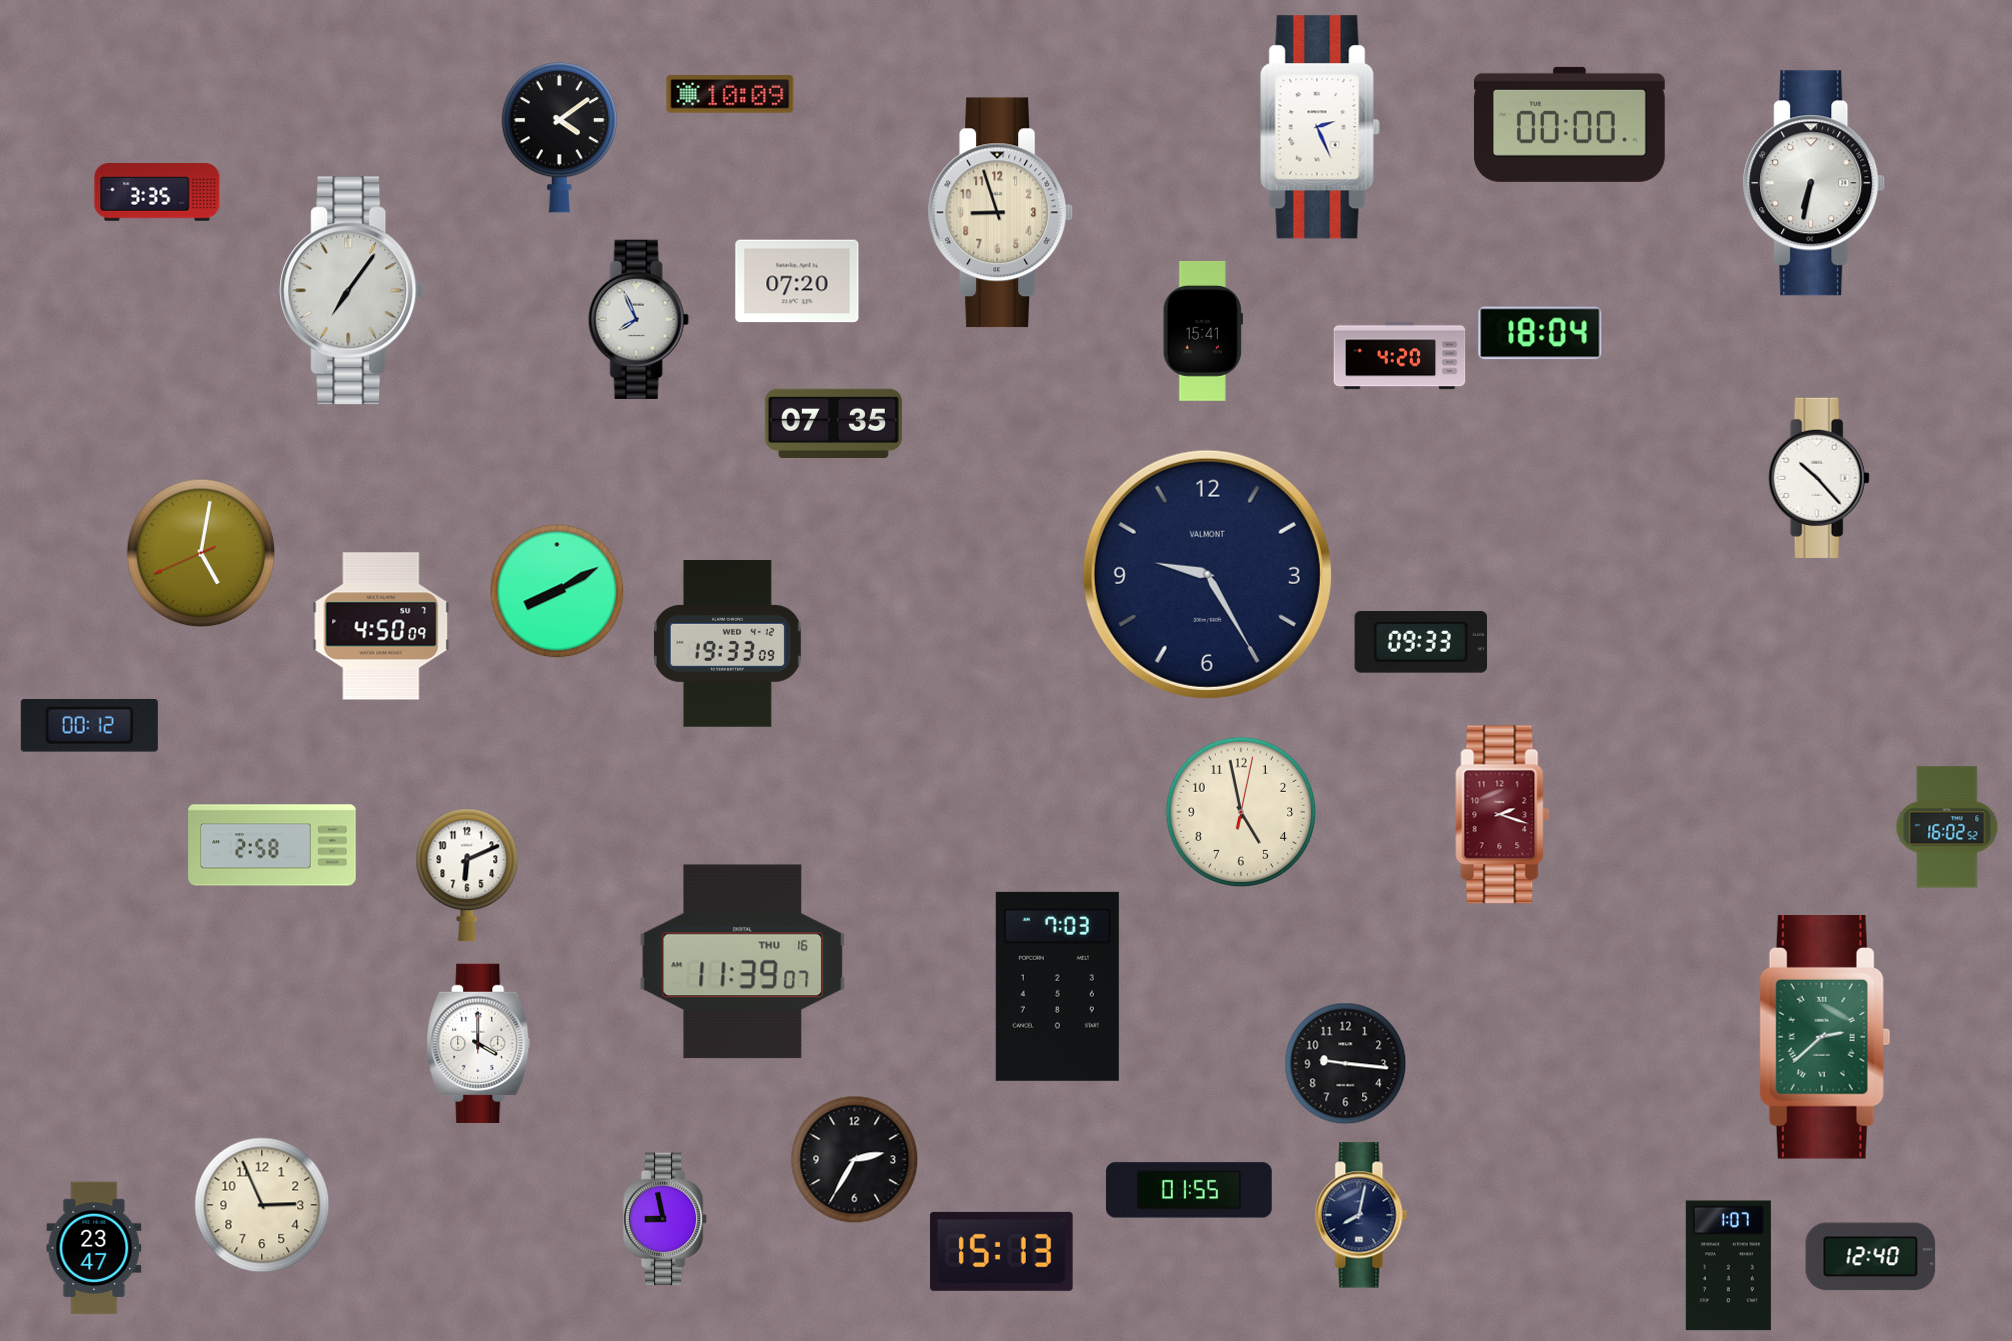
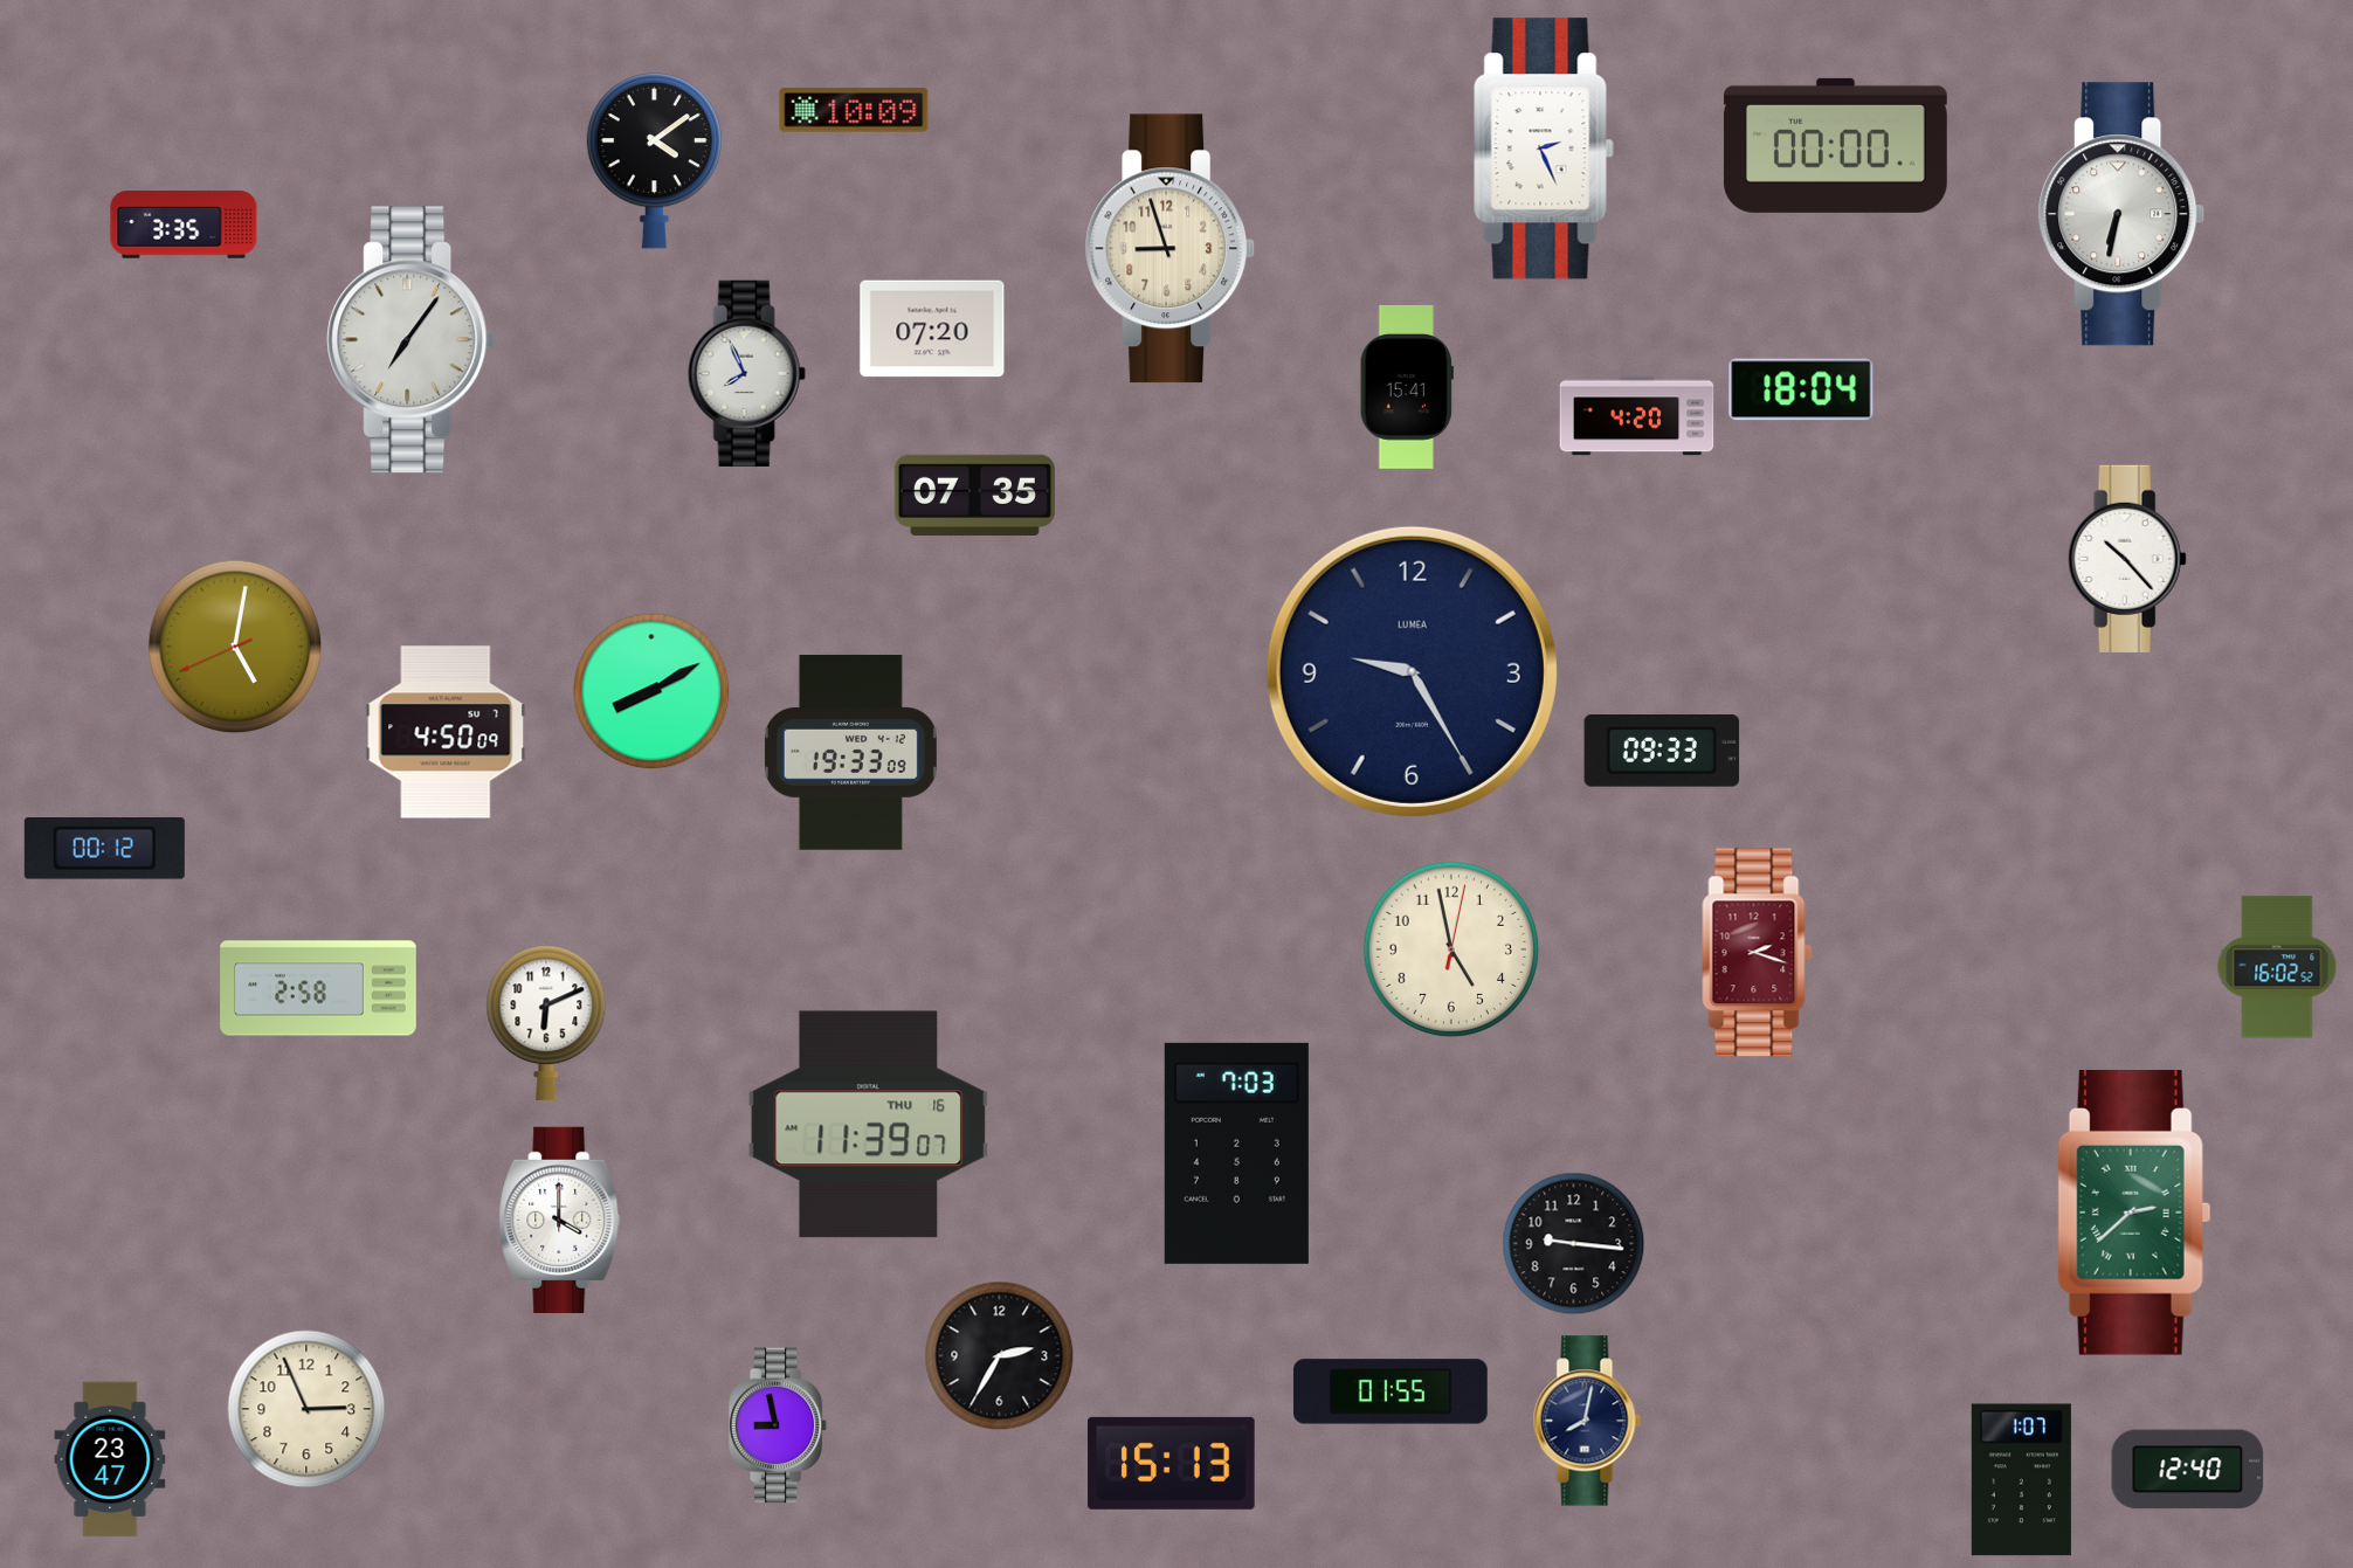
clock at (1207, 574) brand: VALMONT -> LUMEA
clock at (1361, 1215) position: (1361, 1215) -> (1587, 1421)
